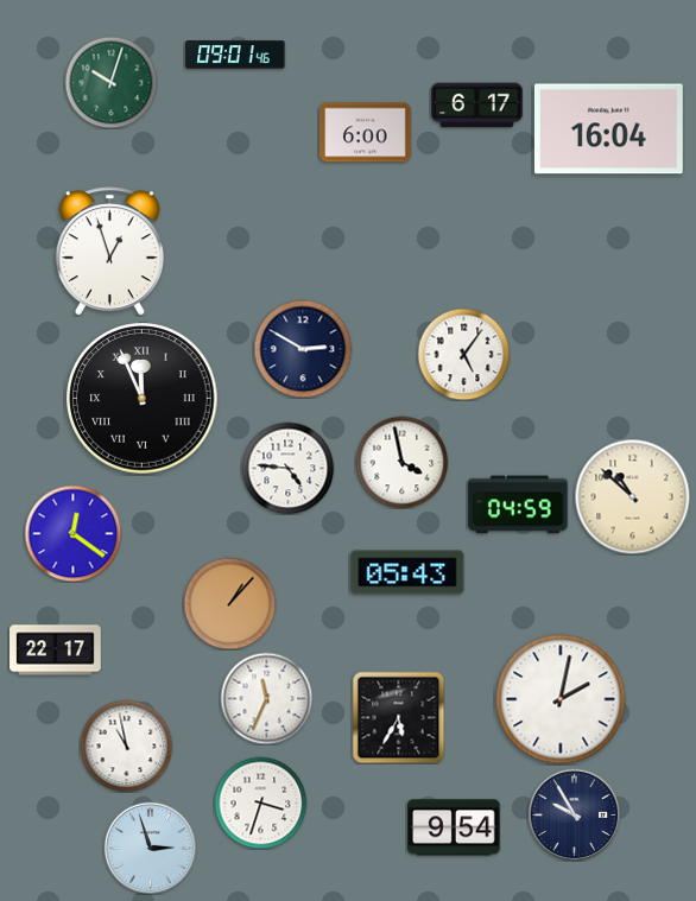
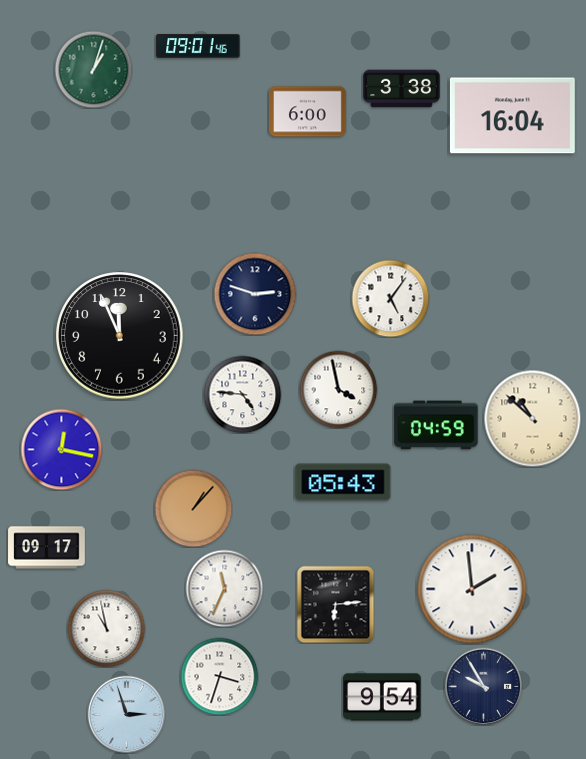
clock at (110, 82): 10:03 -> 1:03
clock at (477, 106): 6:17 -> 3:38
clock at (608, 129) position: (608, 129) -> (512, 116)
clock at (109, 252): 12:57 -> none
clock at (303, 349): 2:50 -> 2:48
clock at (143, 399) numerals: Roman -> Arabic
clock at (72, 533): 12:21 -> 12:17
clock at (56, 651): 22:17 -> 09:17
clock at (561, 699): 2:02 -> 1:59
clock at (398, 717): 5:35 -> 6:14
